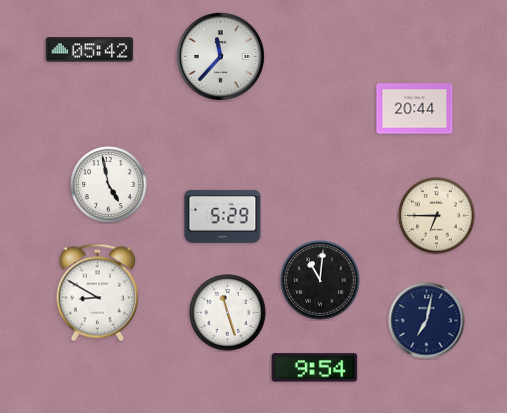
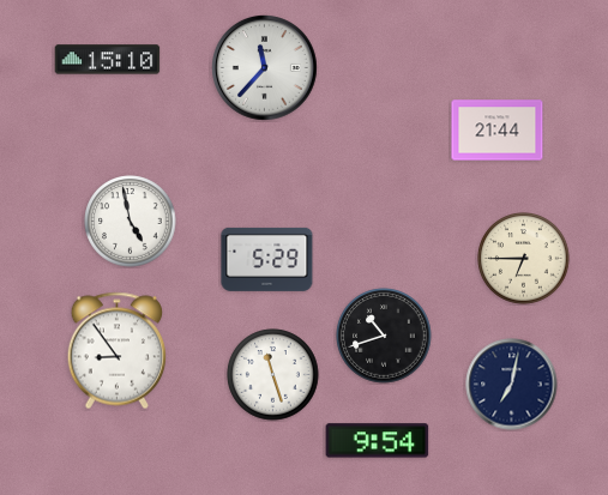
clock at (90, 50): 05:42 -> 15:10
clock at (415, 109): 20:44 -> 21:44
clock at (320, 280): 11:01 -> 10:42
clock at (98, 293): 8:50 -> 8:54
